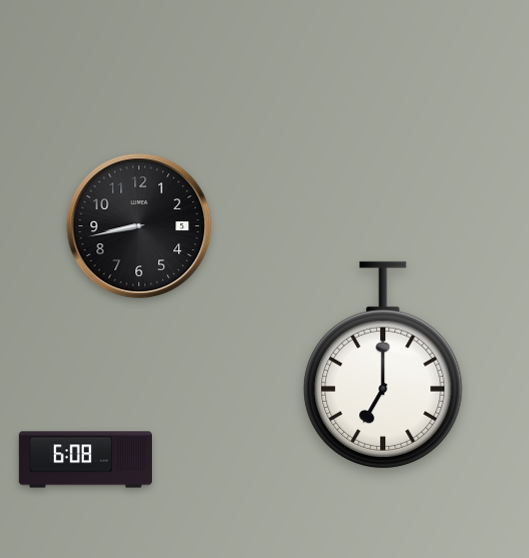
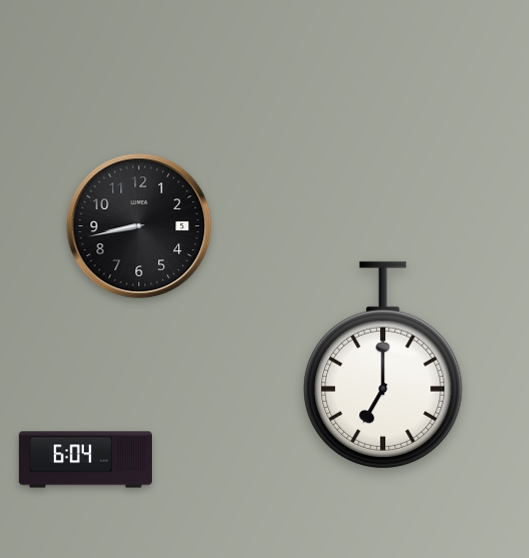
clock at (85, 460): 6:08 -> 6:04
